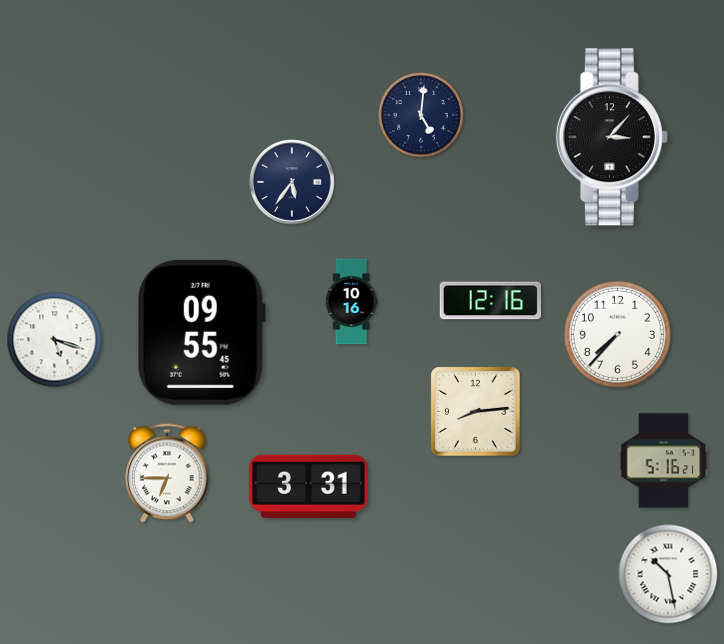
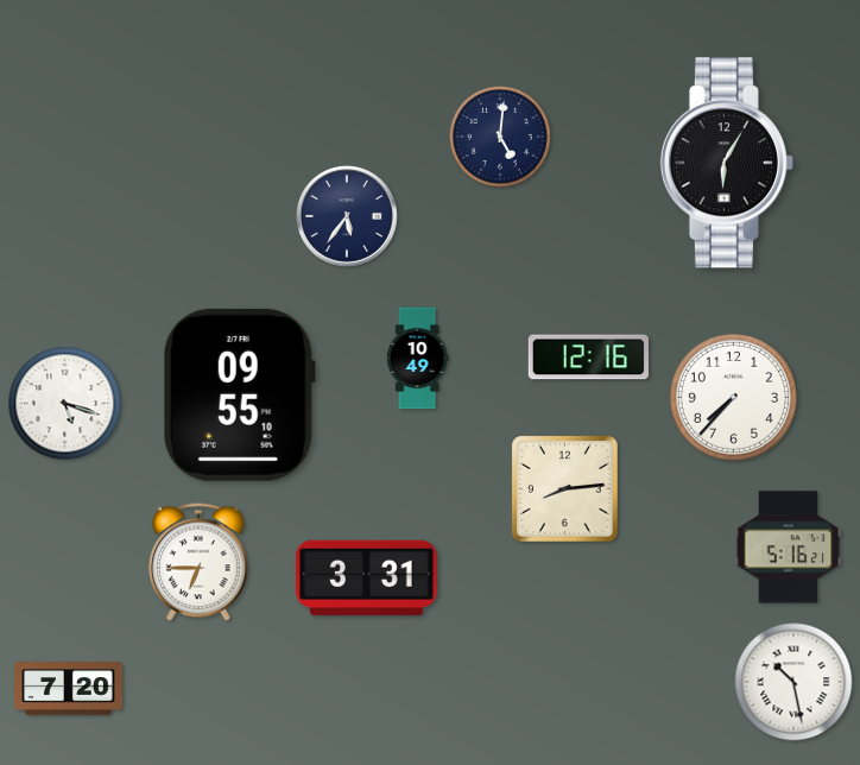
clock at (612, 137): 3:07 -> 6:05
clock at (490, 301) position: (490, 301) -> (588, 358)
clock at (351, 302): 10:16 -> 10:49
clock at (201, 332): 09:55:45 -> 09:55:10
clock at (69, 689): none -> 7:20
